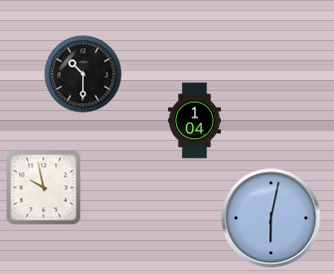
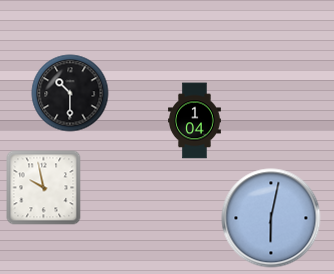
clock at (83, 74) position: (83, 74) -> (70, 93)
